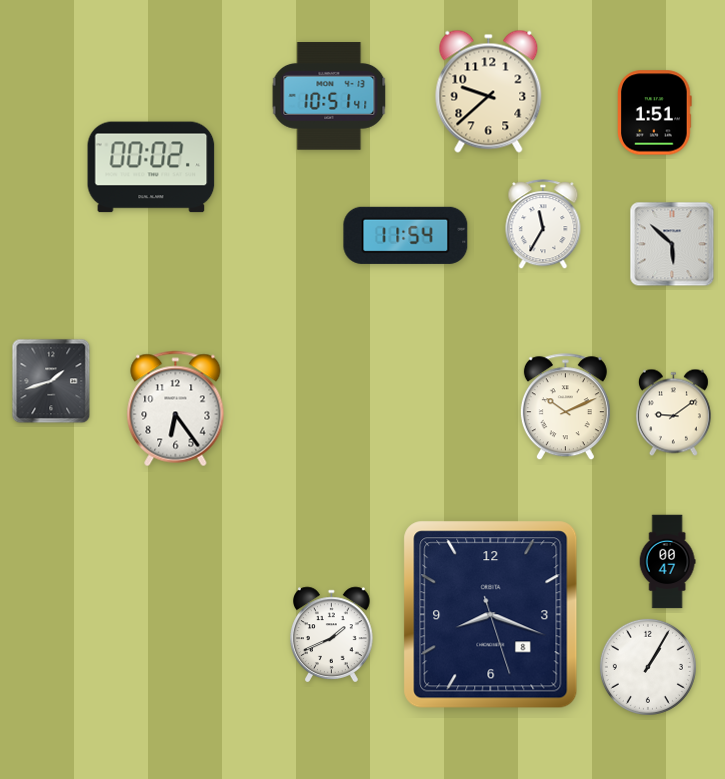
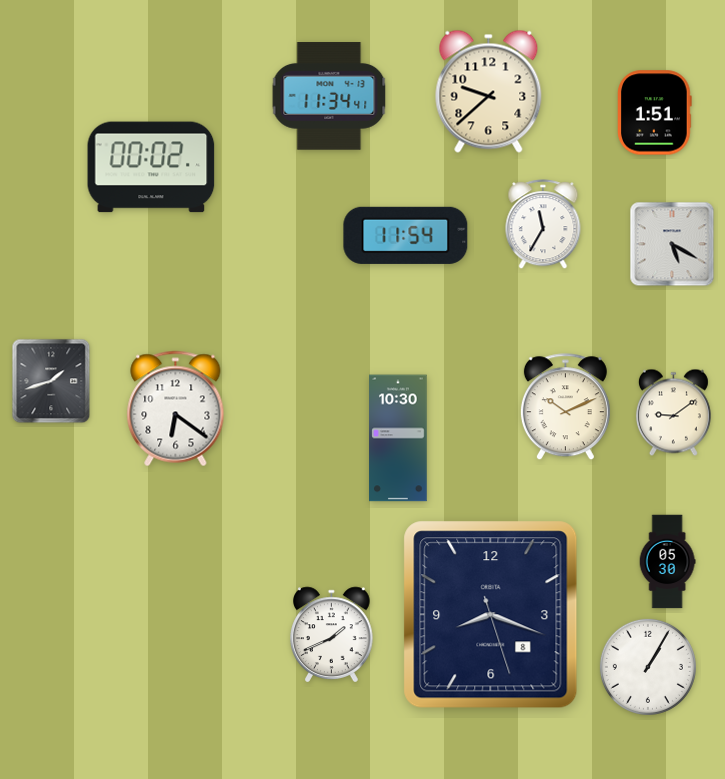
clock at (329, 96): 10:51 -> 11:34
clock at (672, 244): 5:52 -> 5:20
clock at (176, 409): 6:24 -> 6:21
clock at (398, 438): none -> 10:30
clock at (667, 562): 00:47 -> 05:30
